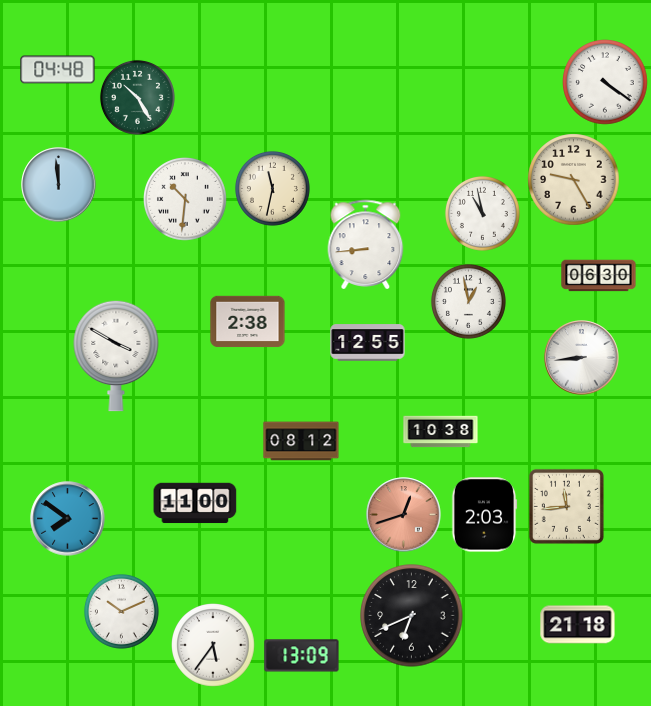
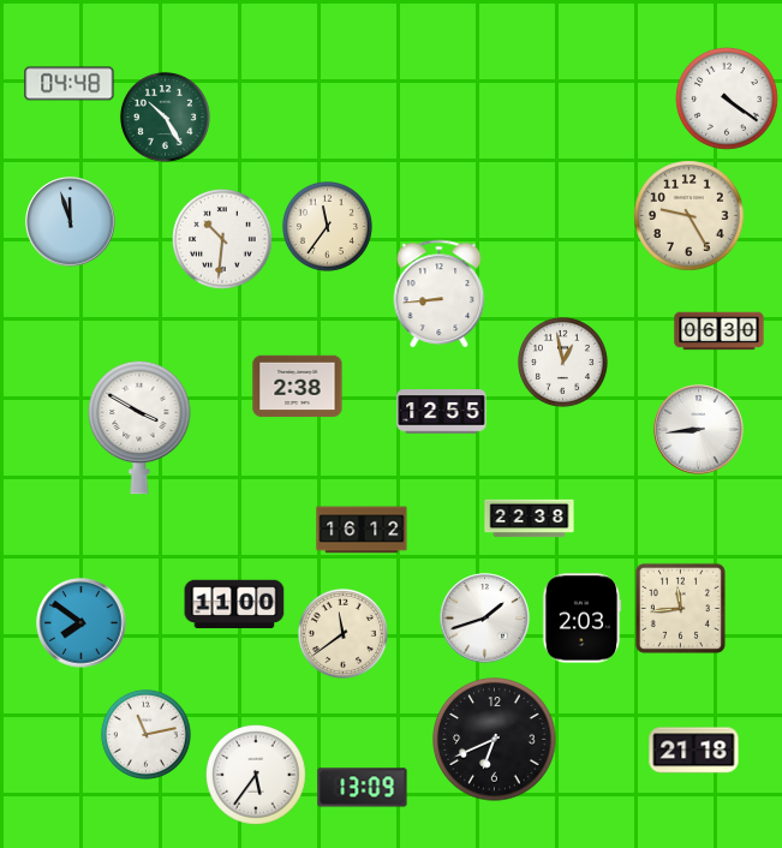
clock at (59, 185): 11:59 -> 11:57
clock at (272, 188): 11:32 -> 11:36
clock at (482, 213): 10:58 -> none
clock at (441, 432): 10:38 -> 22:38
clock at (301, 441): 08:12 -> 16:12
clock at (404, 515): 12:42 -> 1:42
clock at (404, 515) dial: salmon -> white
clock at (342, 633): none -> 11:39
clock at (121, 611): 10:11 -> 11:13
